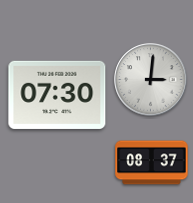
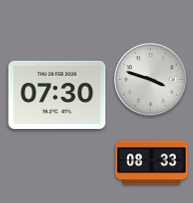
clock at (151, 80): 3:01 -> 3:48
clock at (152, 163): 08:37 -> 08:33
